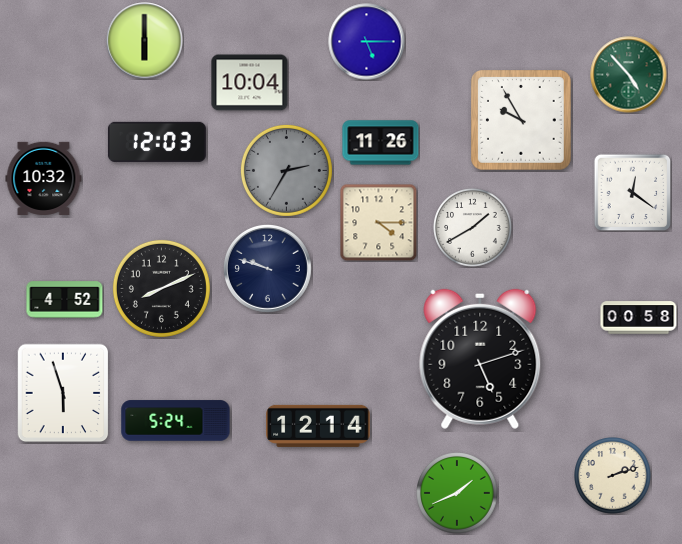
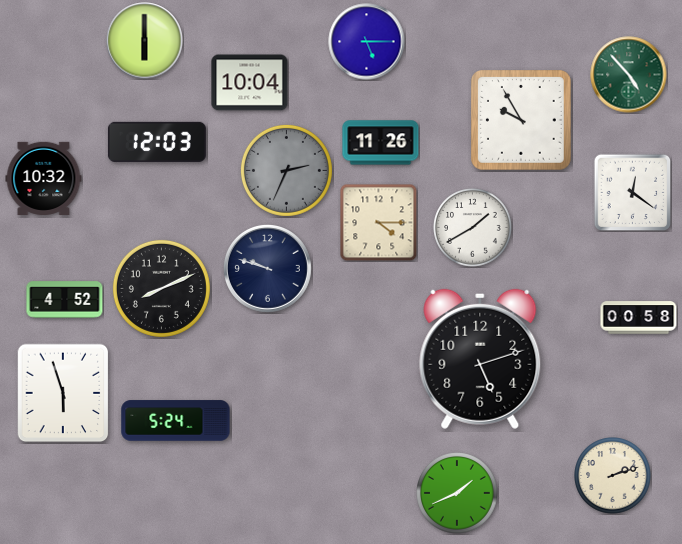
clock at (286, 170): 2:35 -> 2:34
clock at (318, 426): 12:14 -> none
